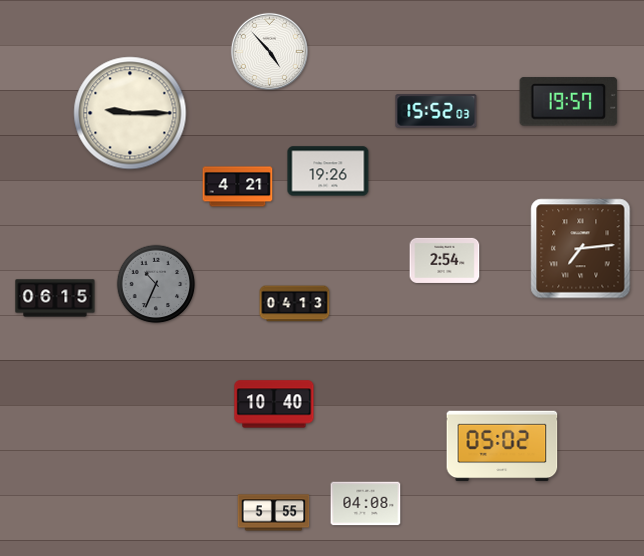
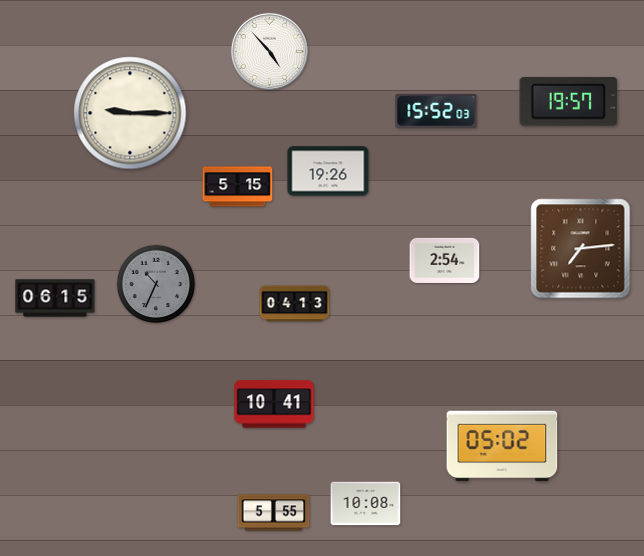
clock at (238, 187): 4:21 -> 5:15
clock at (274, 404): 10:40 -> 10:41
clock at (366, 504): 04:08 -> 10:08
